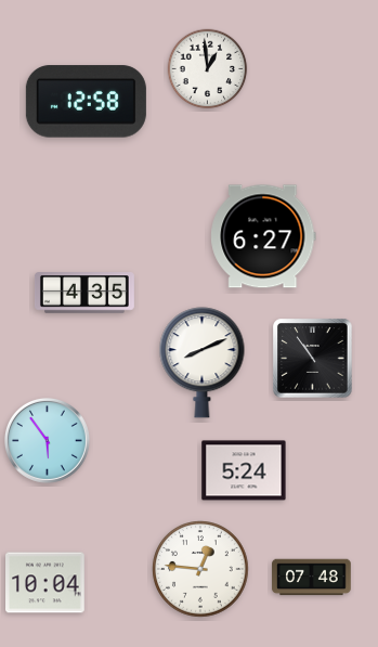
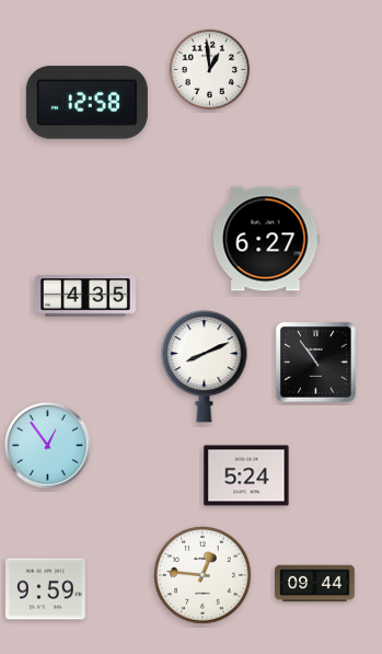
clock at (47, 440): 5:54 -> 12:54
clock at (312, 578): 07:48 -> 09:44
clock at (45, 583): 10:04 -> 9:59
